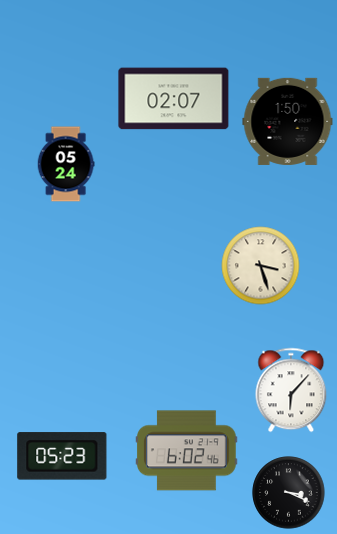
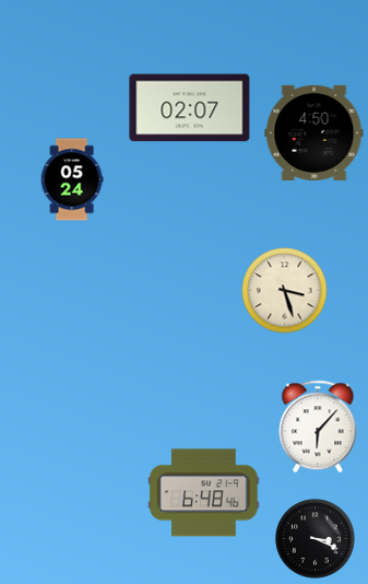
clock at (288, 121): 1:50 -> 4:50
clock at (187, 451): 6:02 -> 6:48
clock at (62, 456): 05:23 -> none
